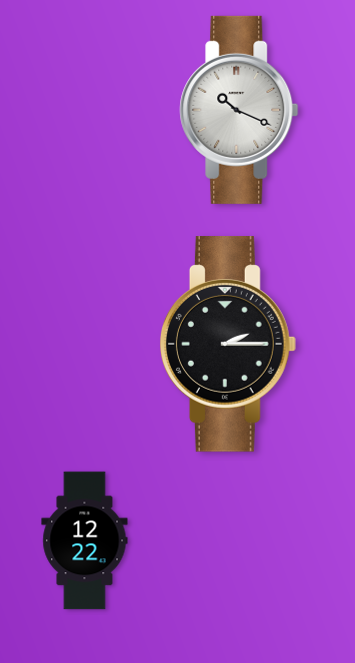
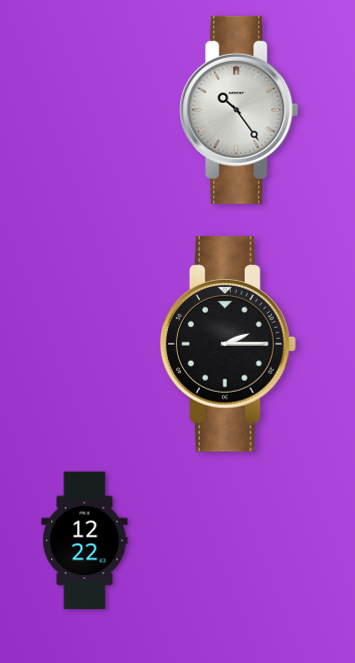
clock at (239, 110): 10:19 -> 10:24
